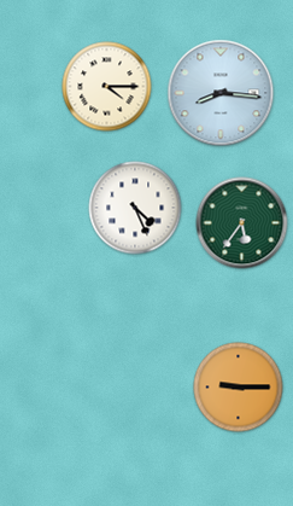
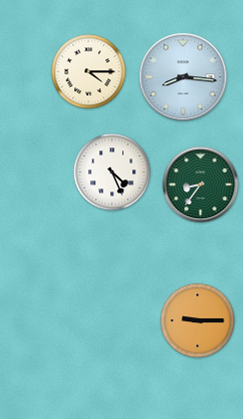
clock at (242, 223): 5:36 -> 8:36
